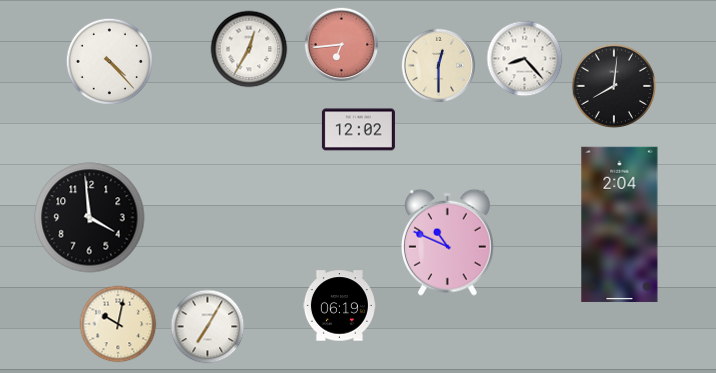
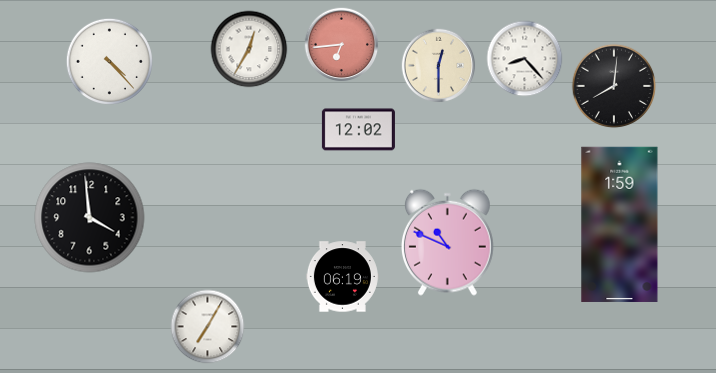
clock at (620, 224): 2:04 -> 1:59
clock at (339, 306) position: (339, 306) -> (342, 277)
clock at (118, 324): 10:02 -> none
